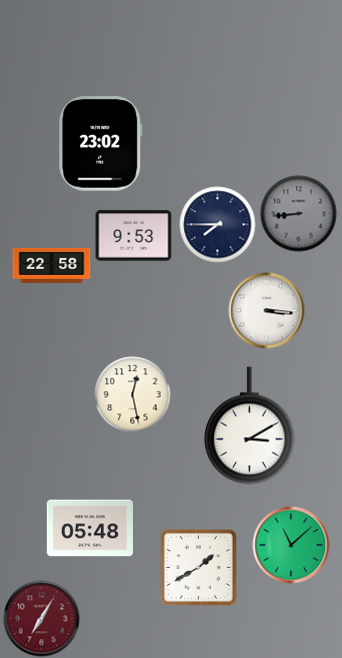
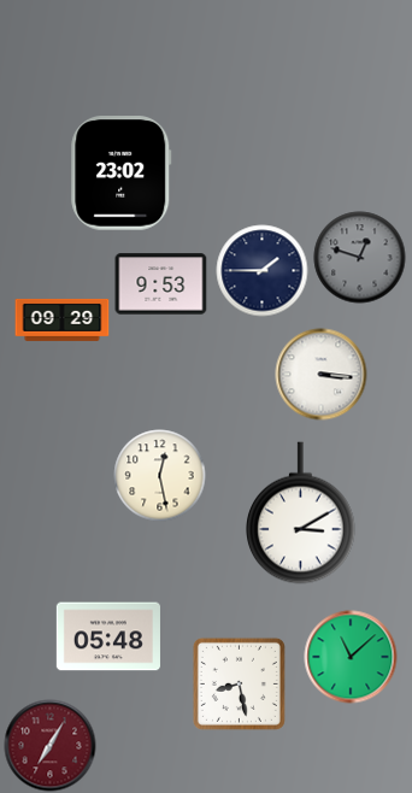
clock at (299, 214): 8:44 -> 12:48
clock at (218, 225): 7:45 -> 1:45
clock at (52, 265): 22:58 -> 09:29
clock at (198, 567): 1:40 -> 8:28
